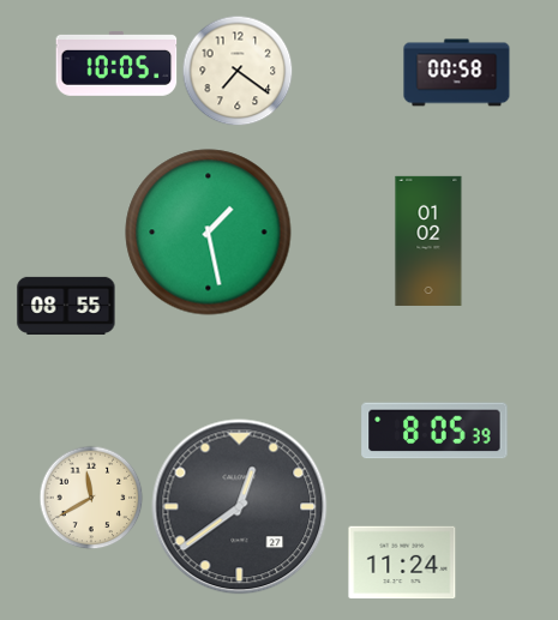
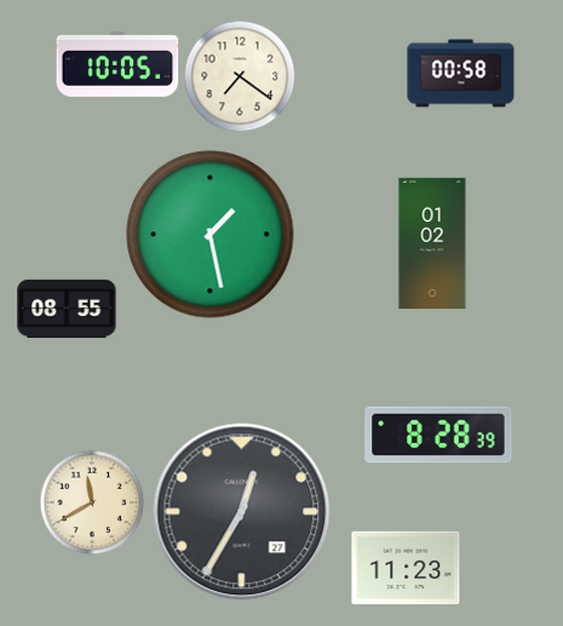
clock at (238, 71) position: (238, 71) -> (240, 76)
clock at (434, 431): 8:05 -> 8:28
clock at (240, 507): 12:39 -> 12:35
clock at (402, 562): 11:24 -> 11:23
